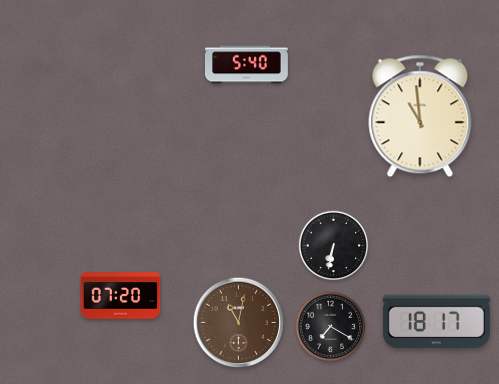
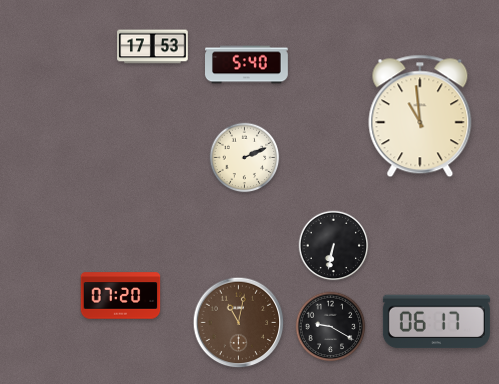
clock at (153, 47): none -> 17:53
clock at (245, 158): none -> 2:11
clock at (436, 322): 18:17 -> 06:17
clock at (331, 327): 7:20 -> 9:20
